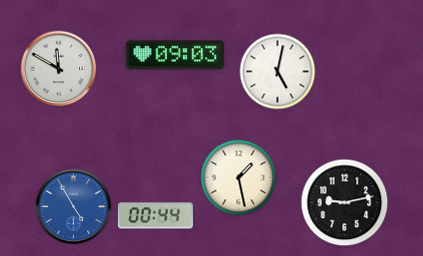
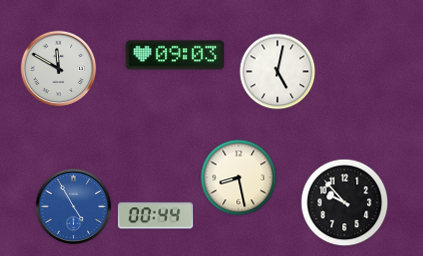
clock at (239, 178): 1:28 -> 8:28
clock at (345, 203): 9:13 -> 9:53
